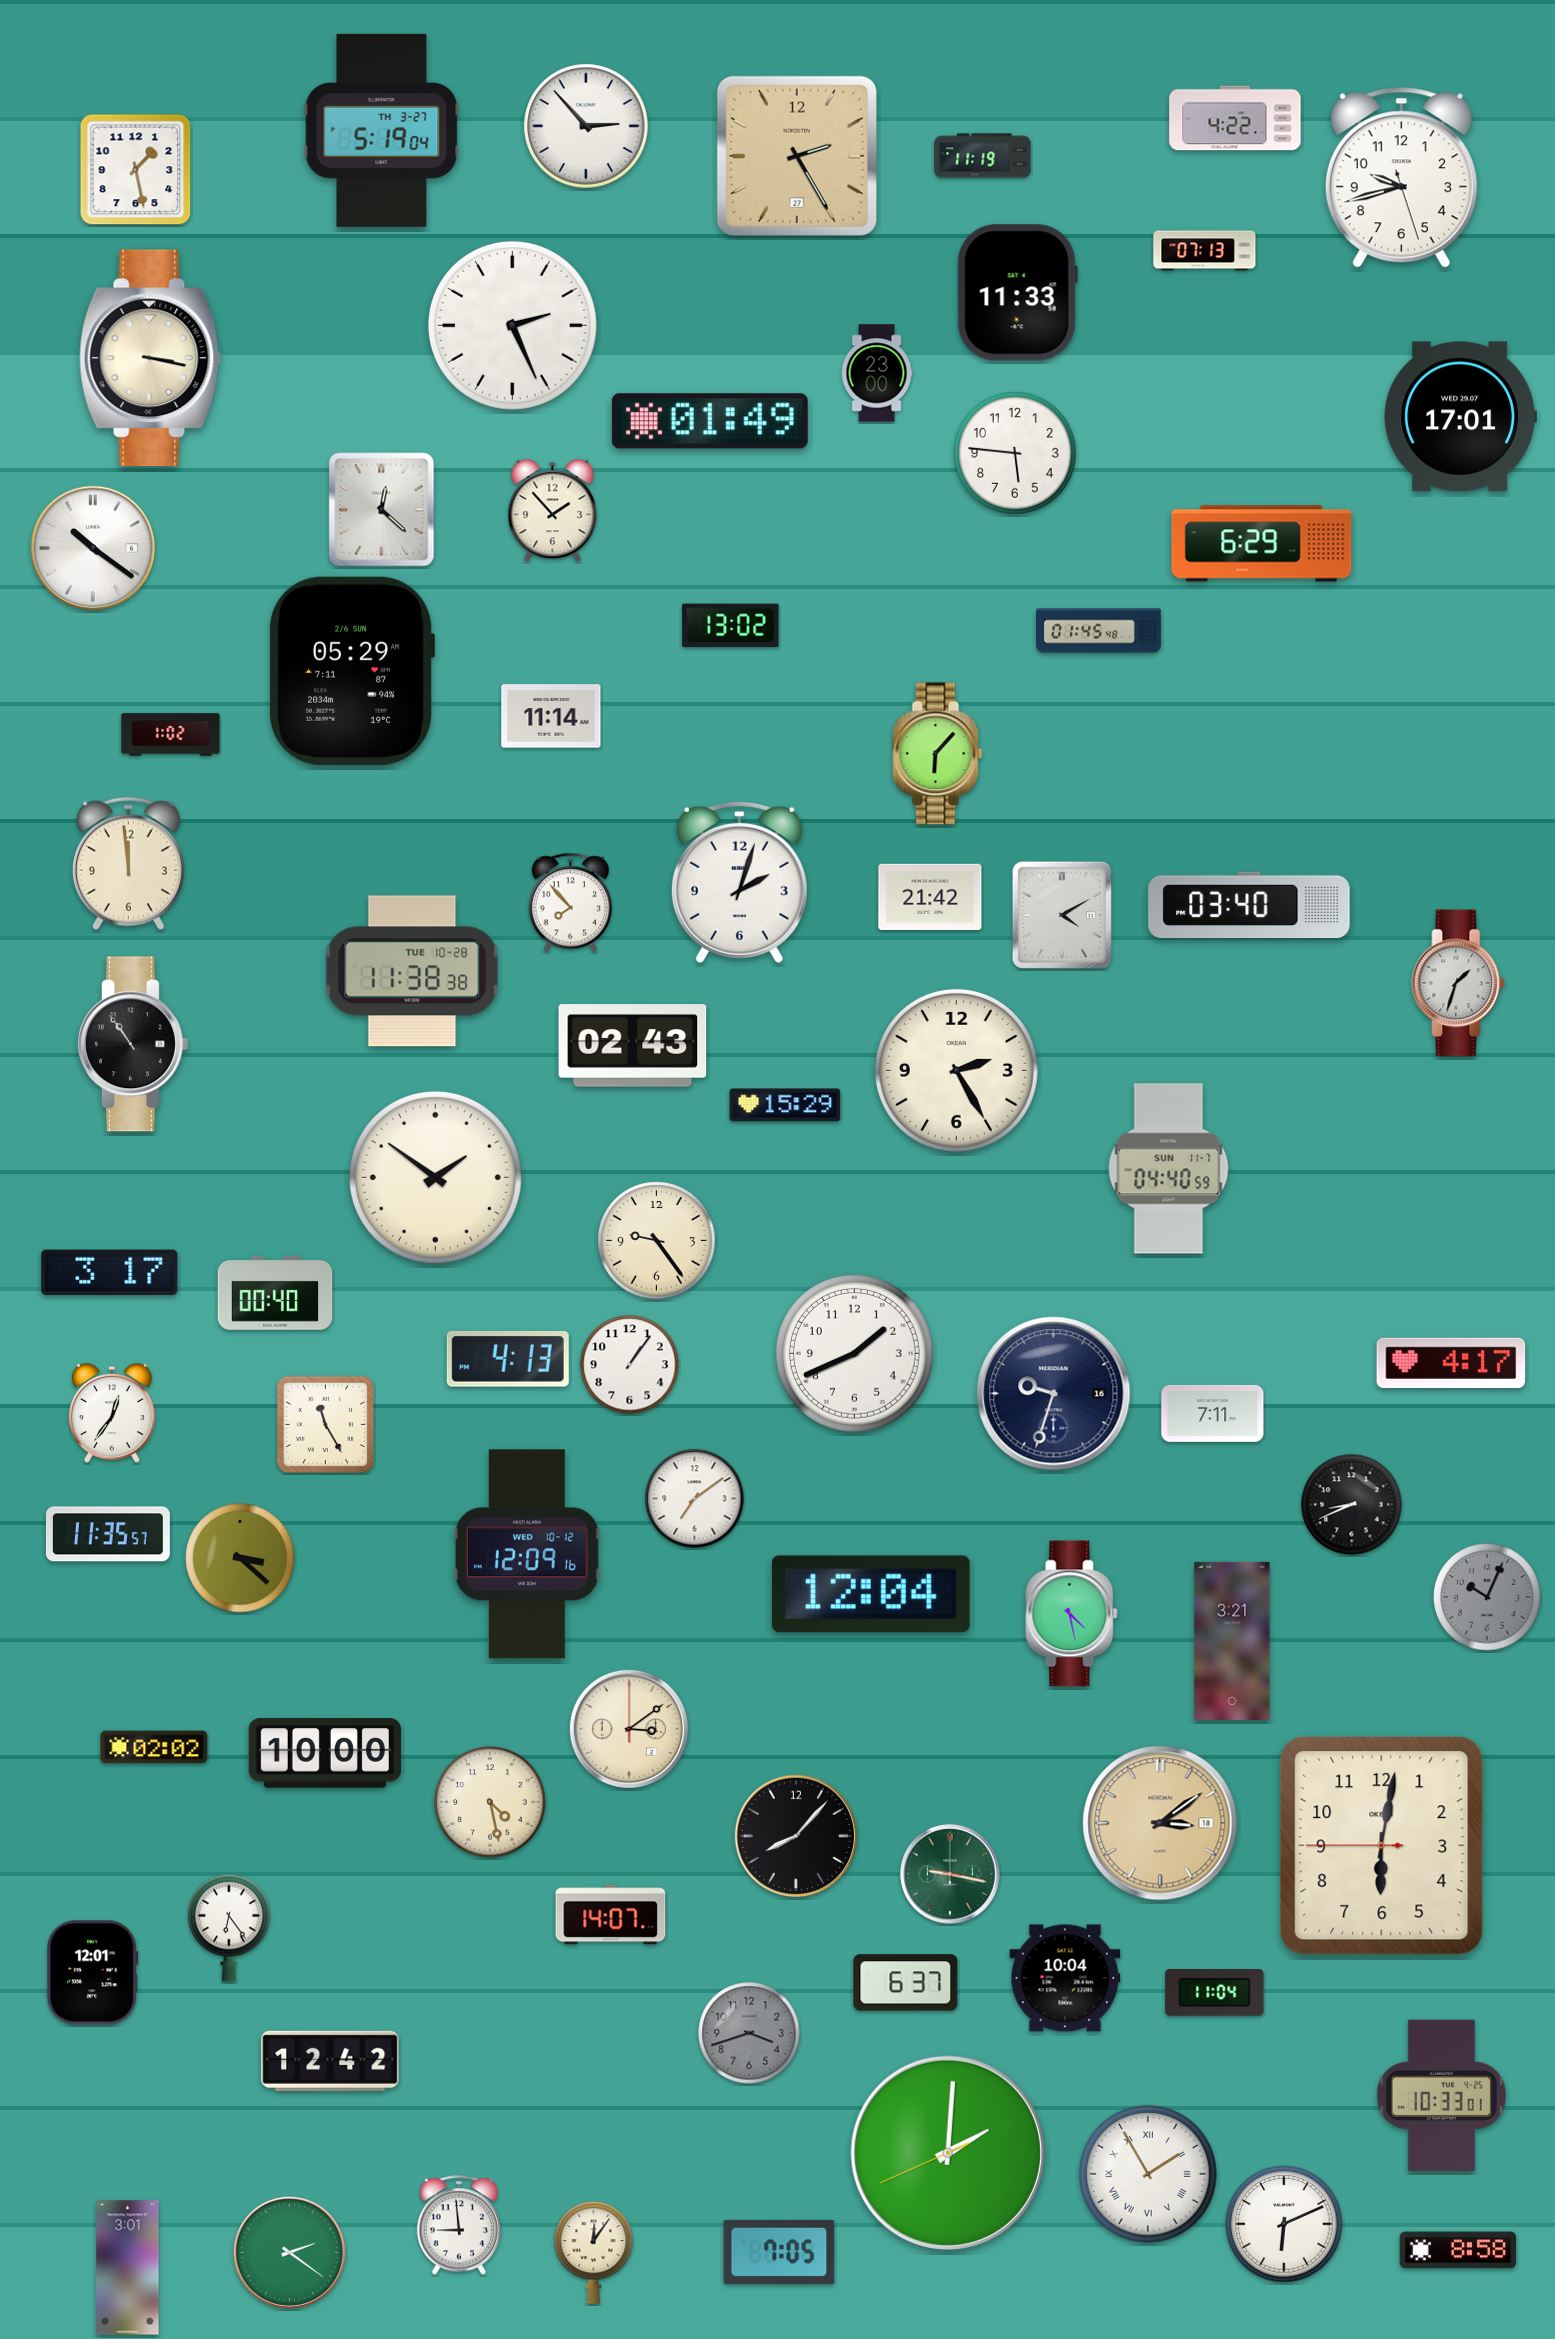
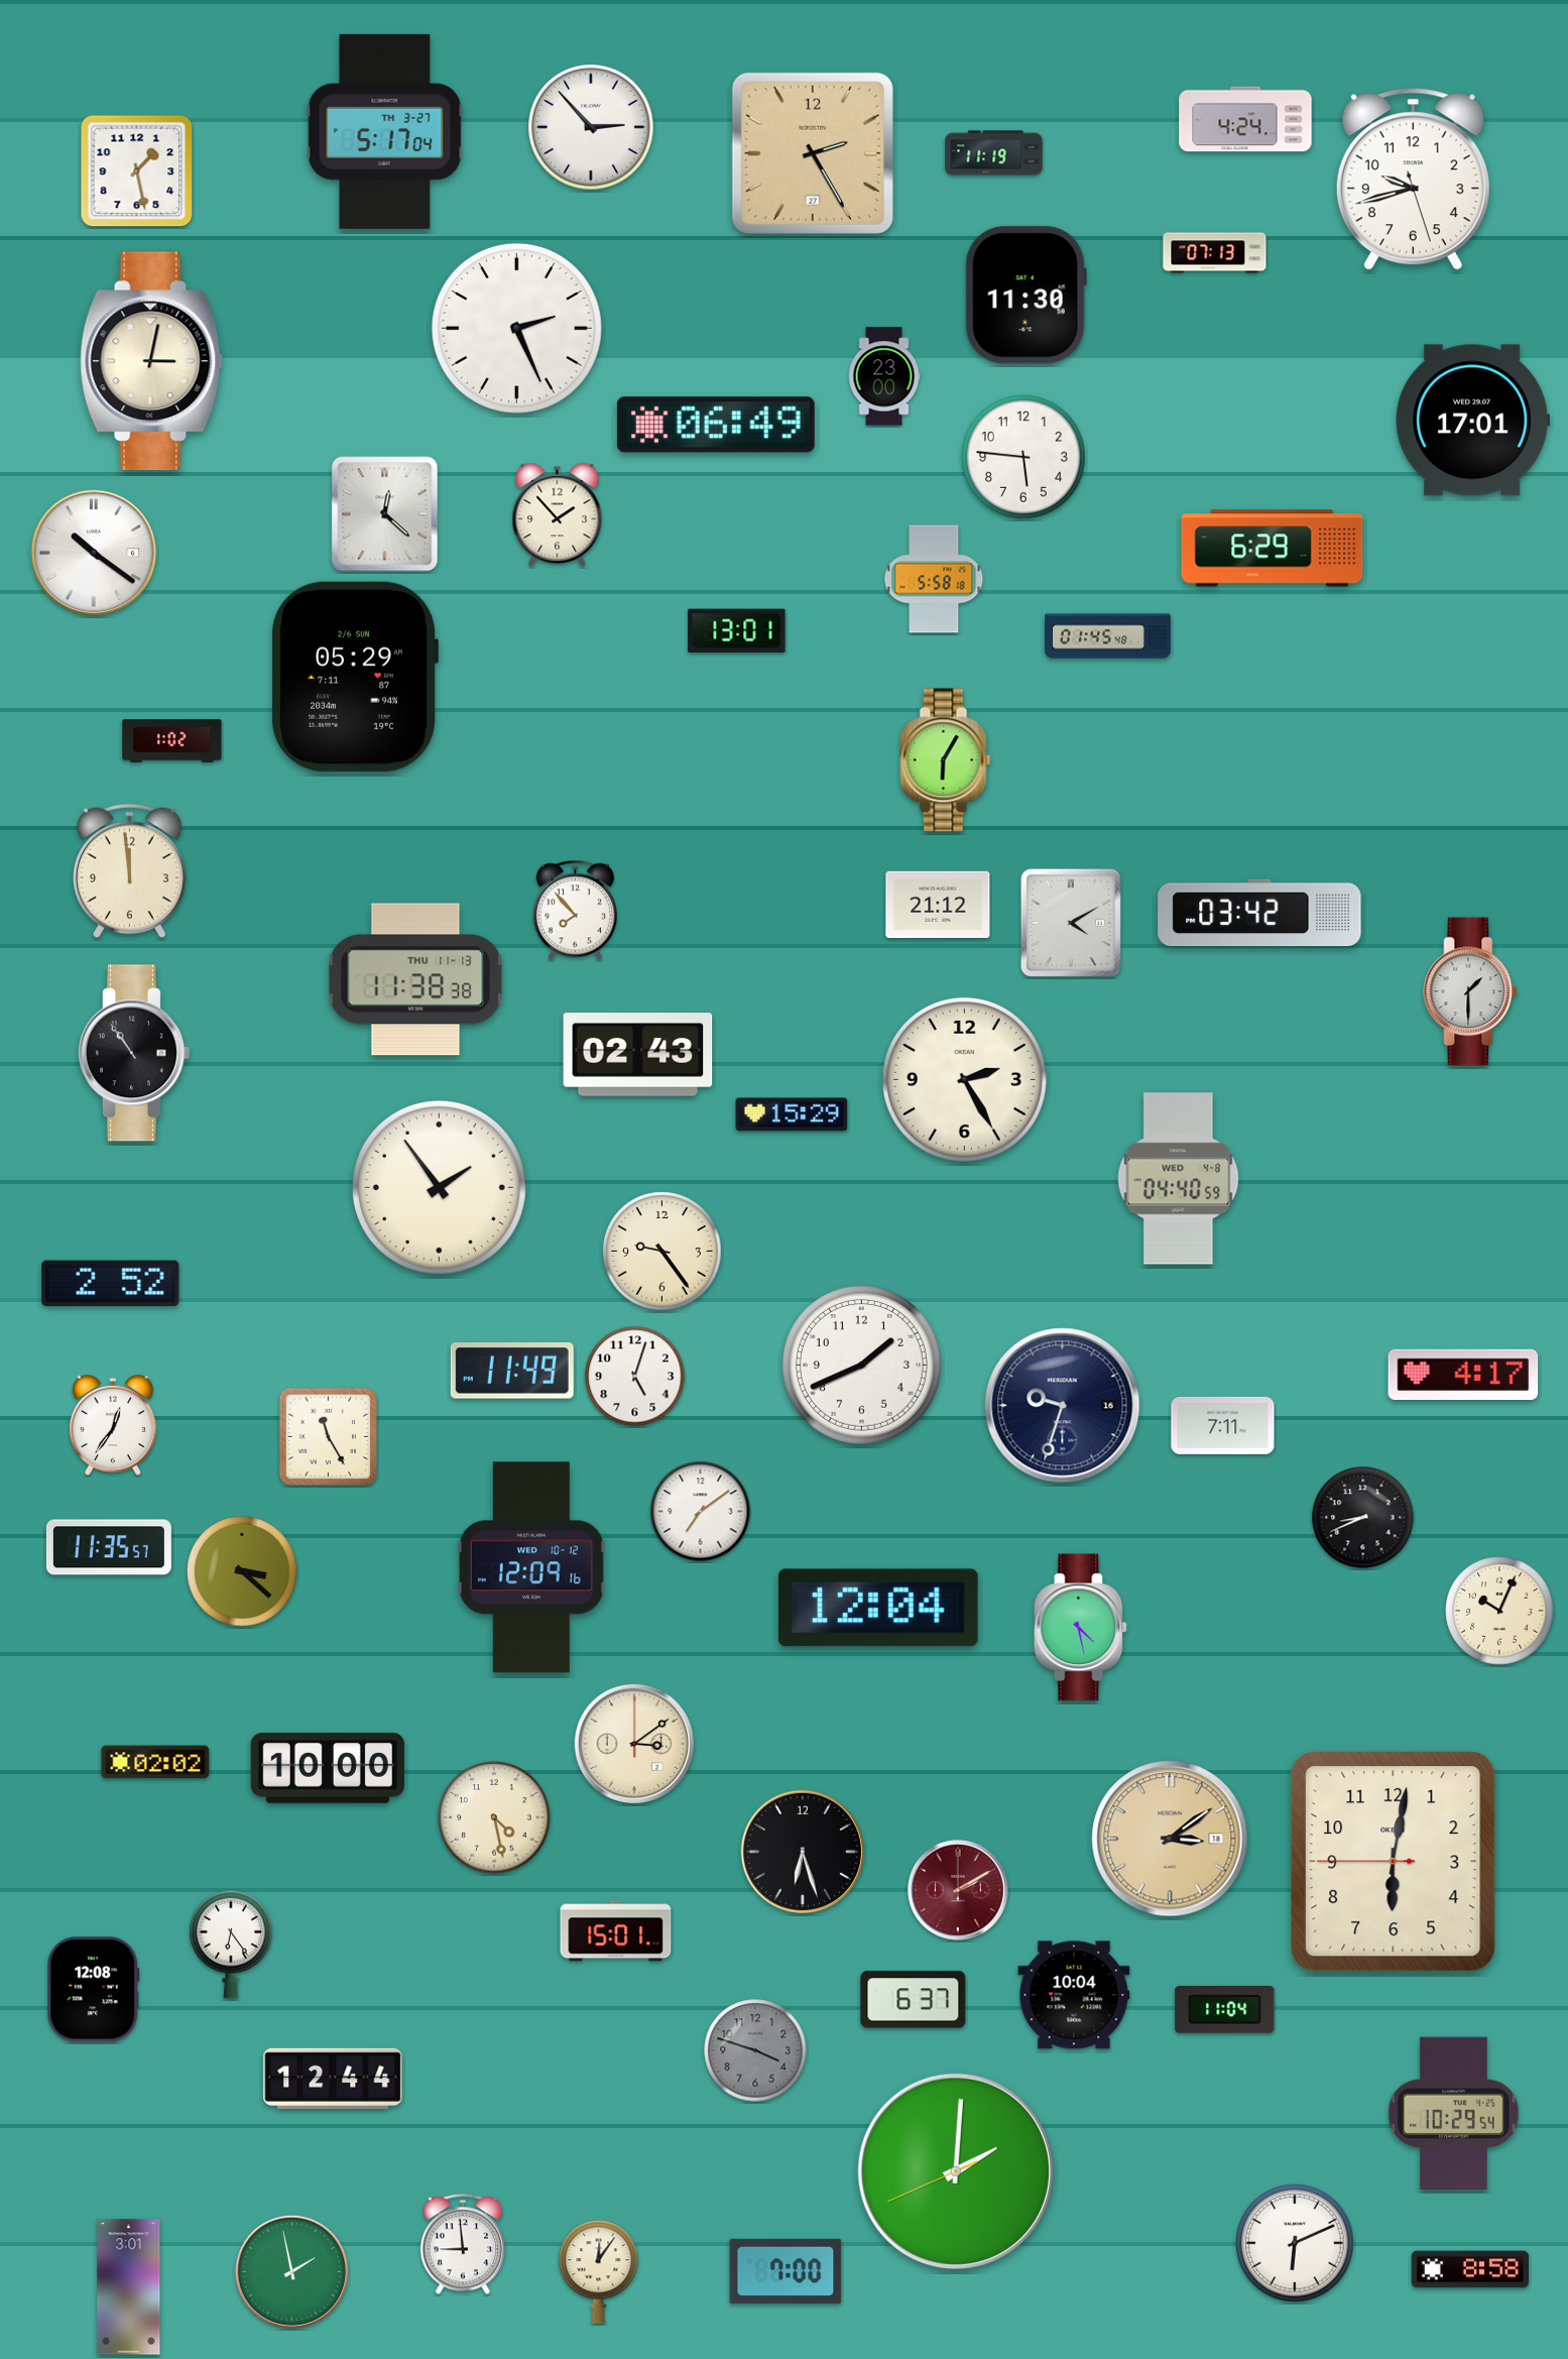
clock at (1235, 118): 4:22 -> 4:24
clock at (382, 130): 5:19 -> 5:17
clock at (797, 156) position: (797, 156) -> (813, 153)
clock at (983, 156) position: (983, 156) -> (994, 153)
clock at (1017, 293): 11:33 -> 11:30
clock at (150, 358): 3:17 -> 3:02
clock at (710, 421): 01:49 -> 06:49
clock at (934, 579): none -> 5:58
clock at (731, 626): 13:02 -> 13:01
clock at (551, 716): 11:14 -> none
clock at (938, 754): 6:07 -> 6:05
clock at (739, 882): 2:03 -> none
clock at (930, 896): 21:42 -> 21:12
clock at (1249, 905): 03:40 -> 03:42
clock at (412, 971) date: TUE 10-28 -> THU 11-13
clock at (1458, 983): 1:33 -> 1:30
clock at (1169, 1169) date: SUN 11-7 -> WED 4-8
clock at (435, 1177): 1:51 -> 1:54
clock at (110, 1272): 3:17 -> 2:52
clock at (275, 1294): 00:40 -> none
clock at (508, 1359): 4:13 -> 11:49
clock at (630, 1365): 1:06 -> 5:03
clock at (1487, 1597) dial: grey -> cream
clock at (1232, 1641): 3:21 -> none
clock at (796, 1836): 8:07 -> 6:27
clock at (950, 1874): 9:17 -> 2:10
clock at (950, 1874) dial: green -> burgundy
clock at (611, 1915): 14:07 -> 15:01
clock at (93, 1973): 12:01 -> 12:08
clock at (749, 2033): 3:42 -> 3:48
clock at (330, 2061): 12:42 -> 12:44
clock at (1441, 2095): 10:33 -> 10:29
clock at (1148, 2174): 1:55 -> none
clock at (289, 2252): 2:21 -> 1:58
clock at (779, 2252): 7:05 -> 7:00
